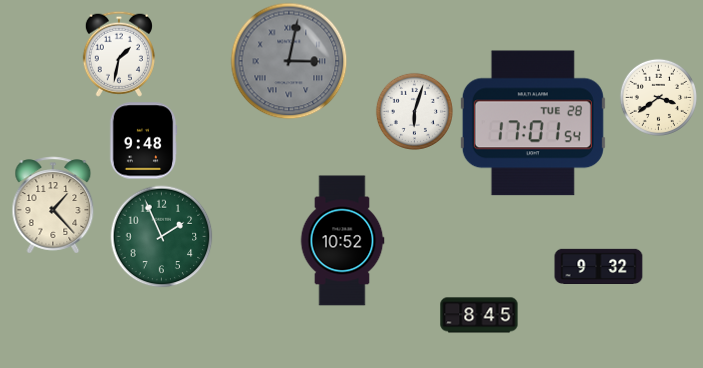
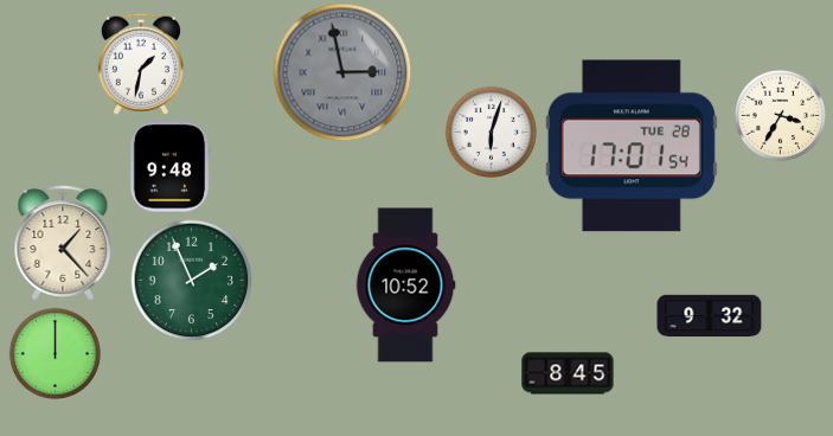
clock at (289, 61): 3:02 -> 2:58
clock at (658, 97): 3:39 -> 3:35
clock at (55, 353): none -> 12:00
